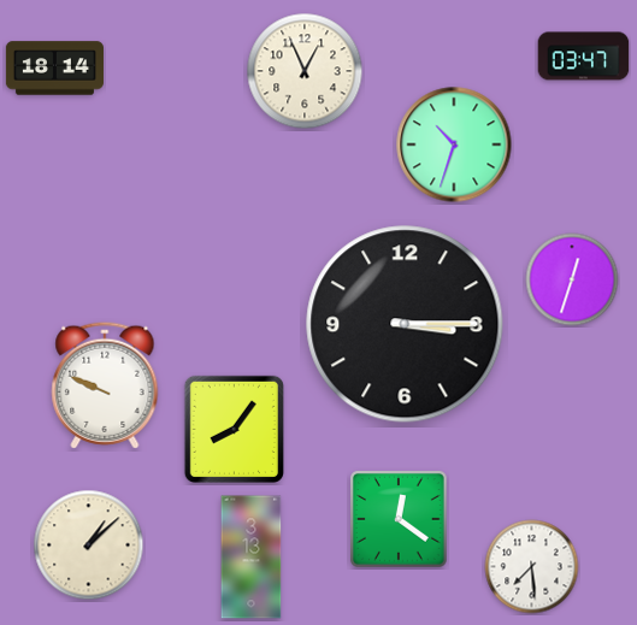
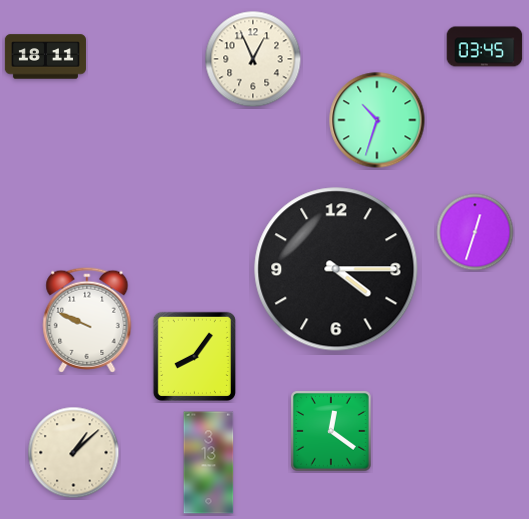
clock at (584, 57): 03:47 -> 03:45
clock at (54, 69): 18:14 -> 18:11
clock at (405, 324): 3:15 -> 4:15
clock at (532, 567): 7:29 -> none
